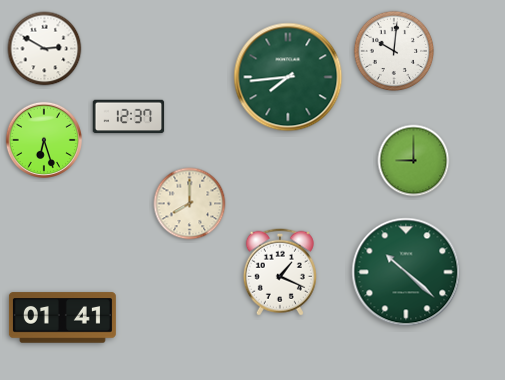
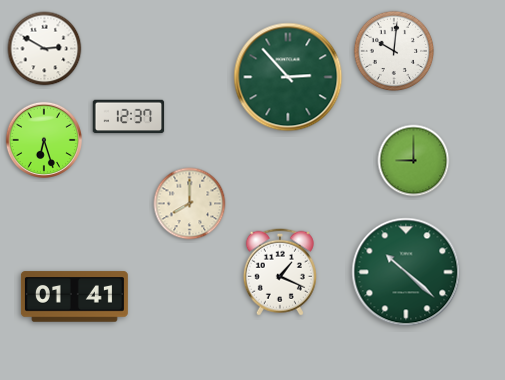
clock at (288, 77): 7:44 -> 2:53
clock at (62, 318) position: (62, 318) -> (74, 297)
